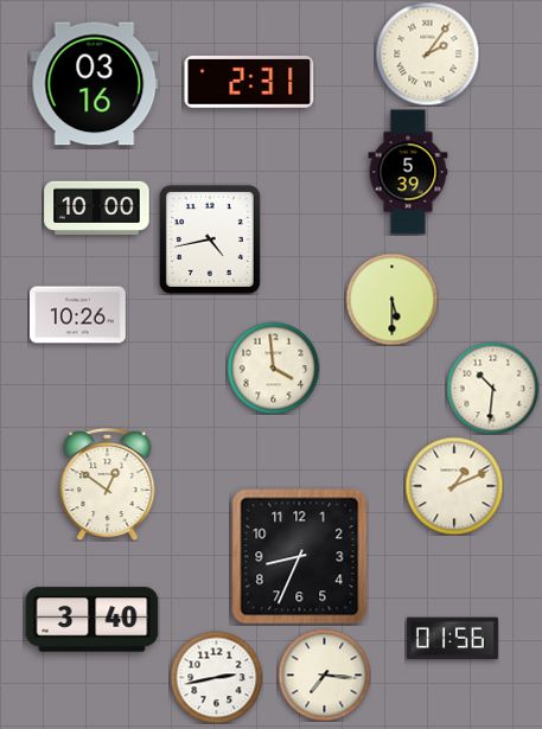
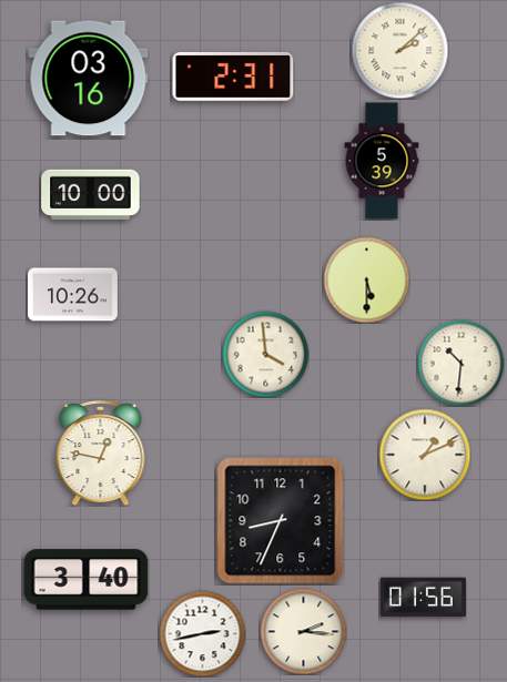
clock at (427, 53): 2:06 -> 2:08
clock at (210, 239): 4:43 -> none
clock at (273, 367) position: (273, 367) -> (265, 354)
clock at (108, 485): 12:51 -> 12:47
clock at (324, 674): 7:16 -> 2:16
